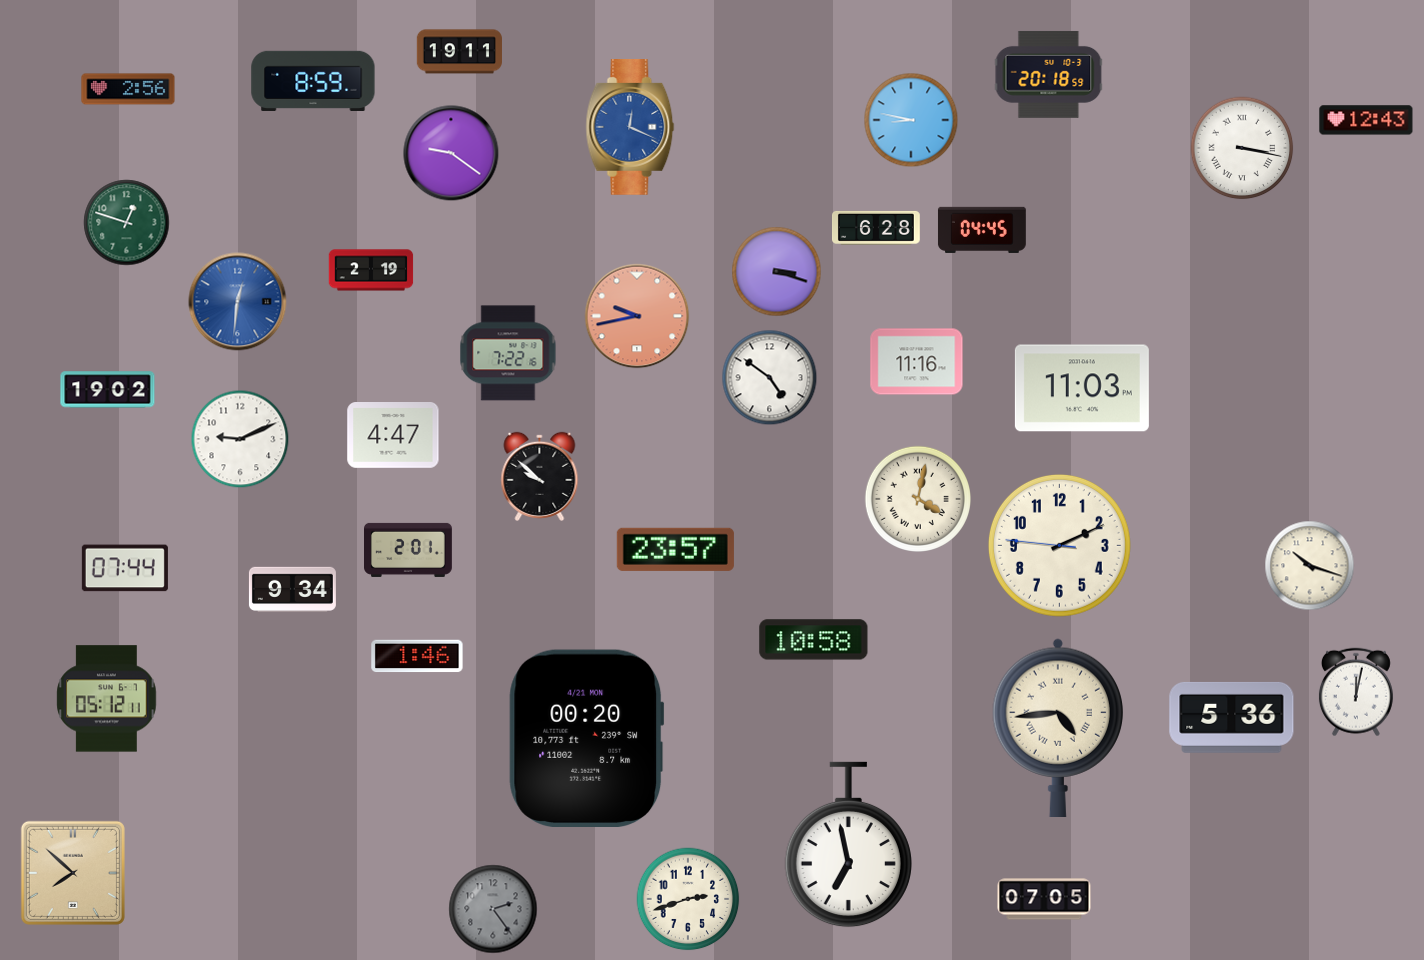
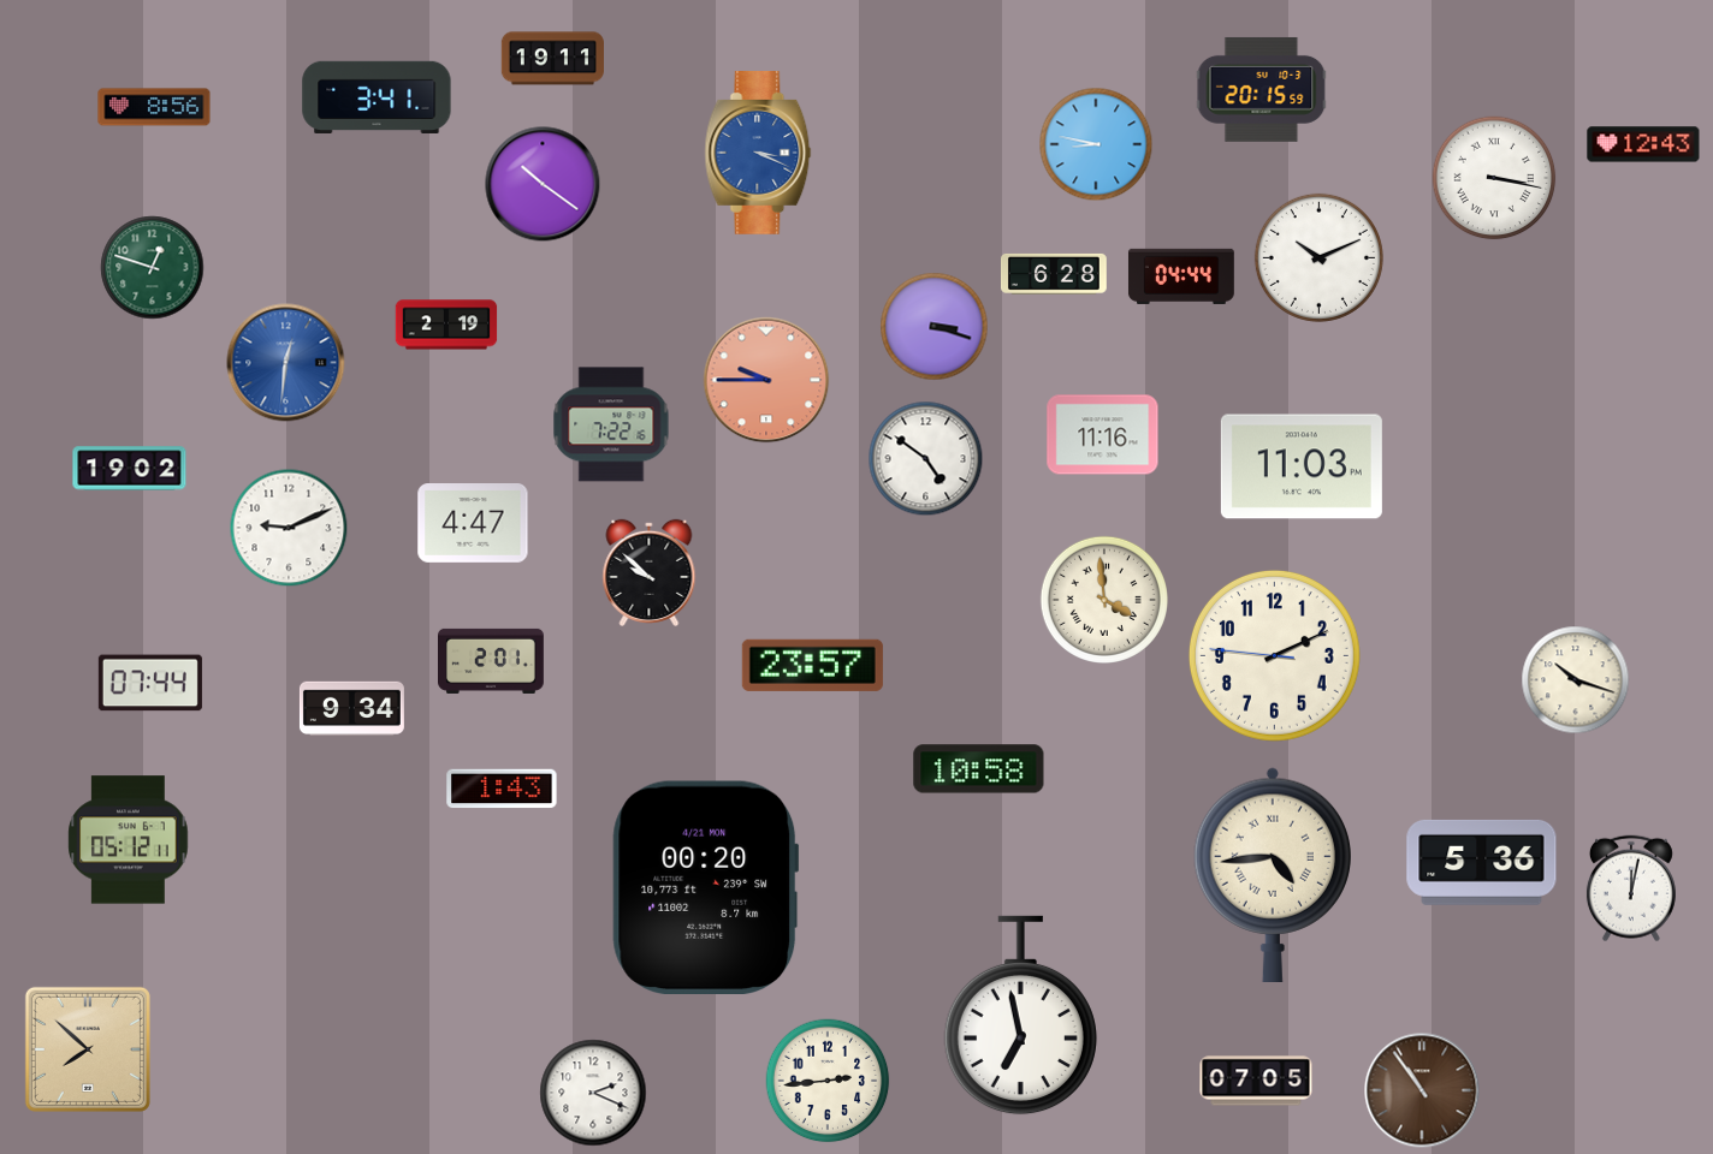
clock at (459, 52) position: (459, 52) -> (552, 59)
clock at (1049, 74): 20:18 -> 20:15
clock at (313, 81): 8:59 -> 3:41
clock at (128, 89): 2:56 -> 8:56
clock at (630, 128): 12:19 -> 3:19
clock at (451, 153): 9:21 -> 10:21
clock at (1318, 257): none -> 10:11
clock at (982, 230): 04:45 -> 04:44
clock at (637, 316): 9:43 -> 9:45
clock at (770, 378) position: (770, 378) -> (926, 459)
clock at (918, 499): 4:02 -> 3:59
clock at (675, 549) position: (675, 549) -> (812, 665)
clock at (417, 656): 1:46 -> 1:43
clock at (1356, 692) position: (1356, 692) -> (1631, 888)
clock at (688, 899): 2:42 -> 2:44
clock at (1422, 1090): none -> 10:54
clock at (493, 909): 2:24 -> 2:19
clock at (493, 909) dial: grey -> white
